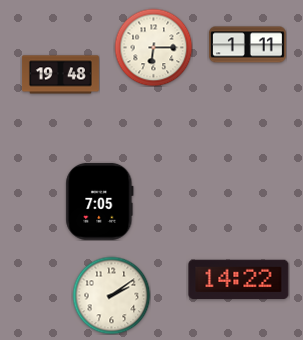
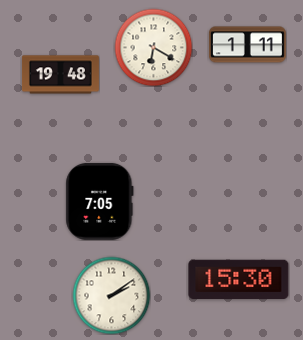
clock at (153, 47): 6:15 -> 6:20
clock at (239, 280): 14:22 -> 15:30
